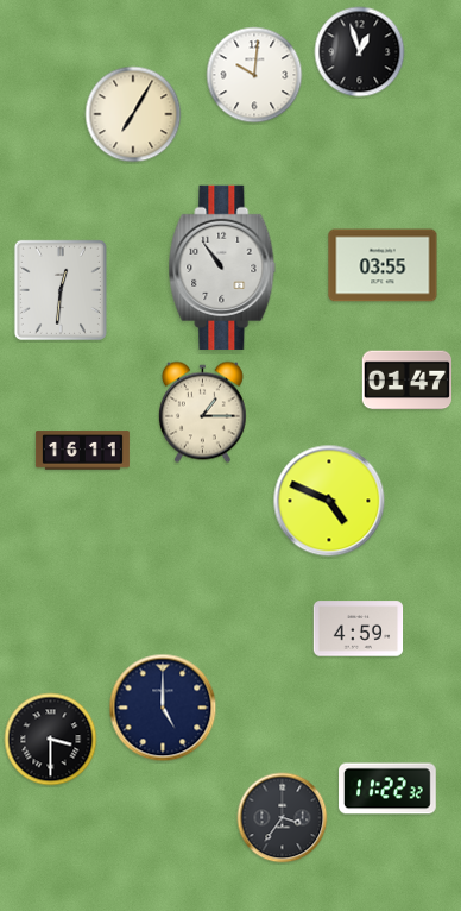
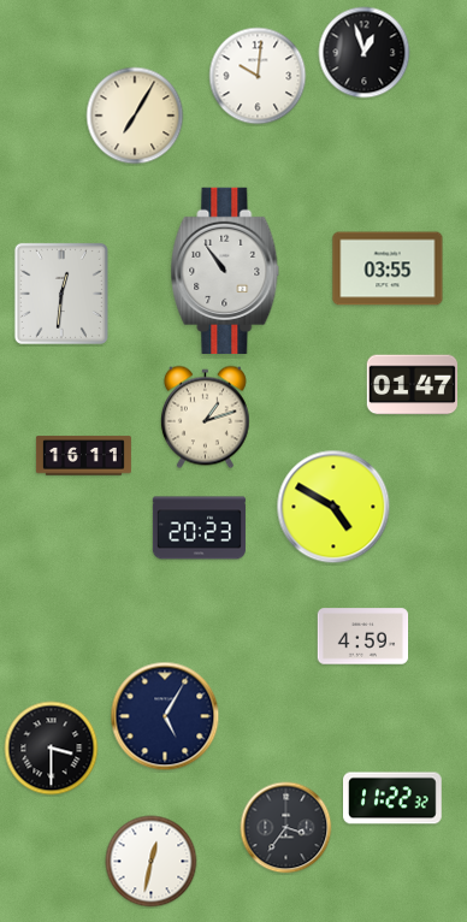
clock at (202, 413): 1:15 -> 1:12
clock at (329, 501): 4:49 -> 4:50
clock at (199, 528): none -> 20:23
clock at (163, 708): 5:00 -> 5:05
clock at (152, 862): none -> 12:32
